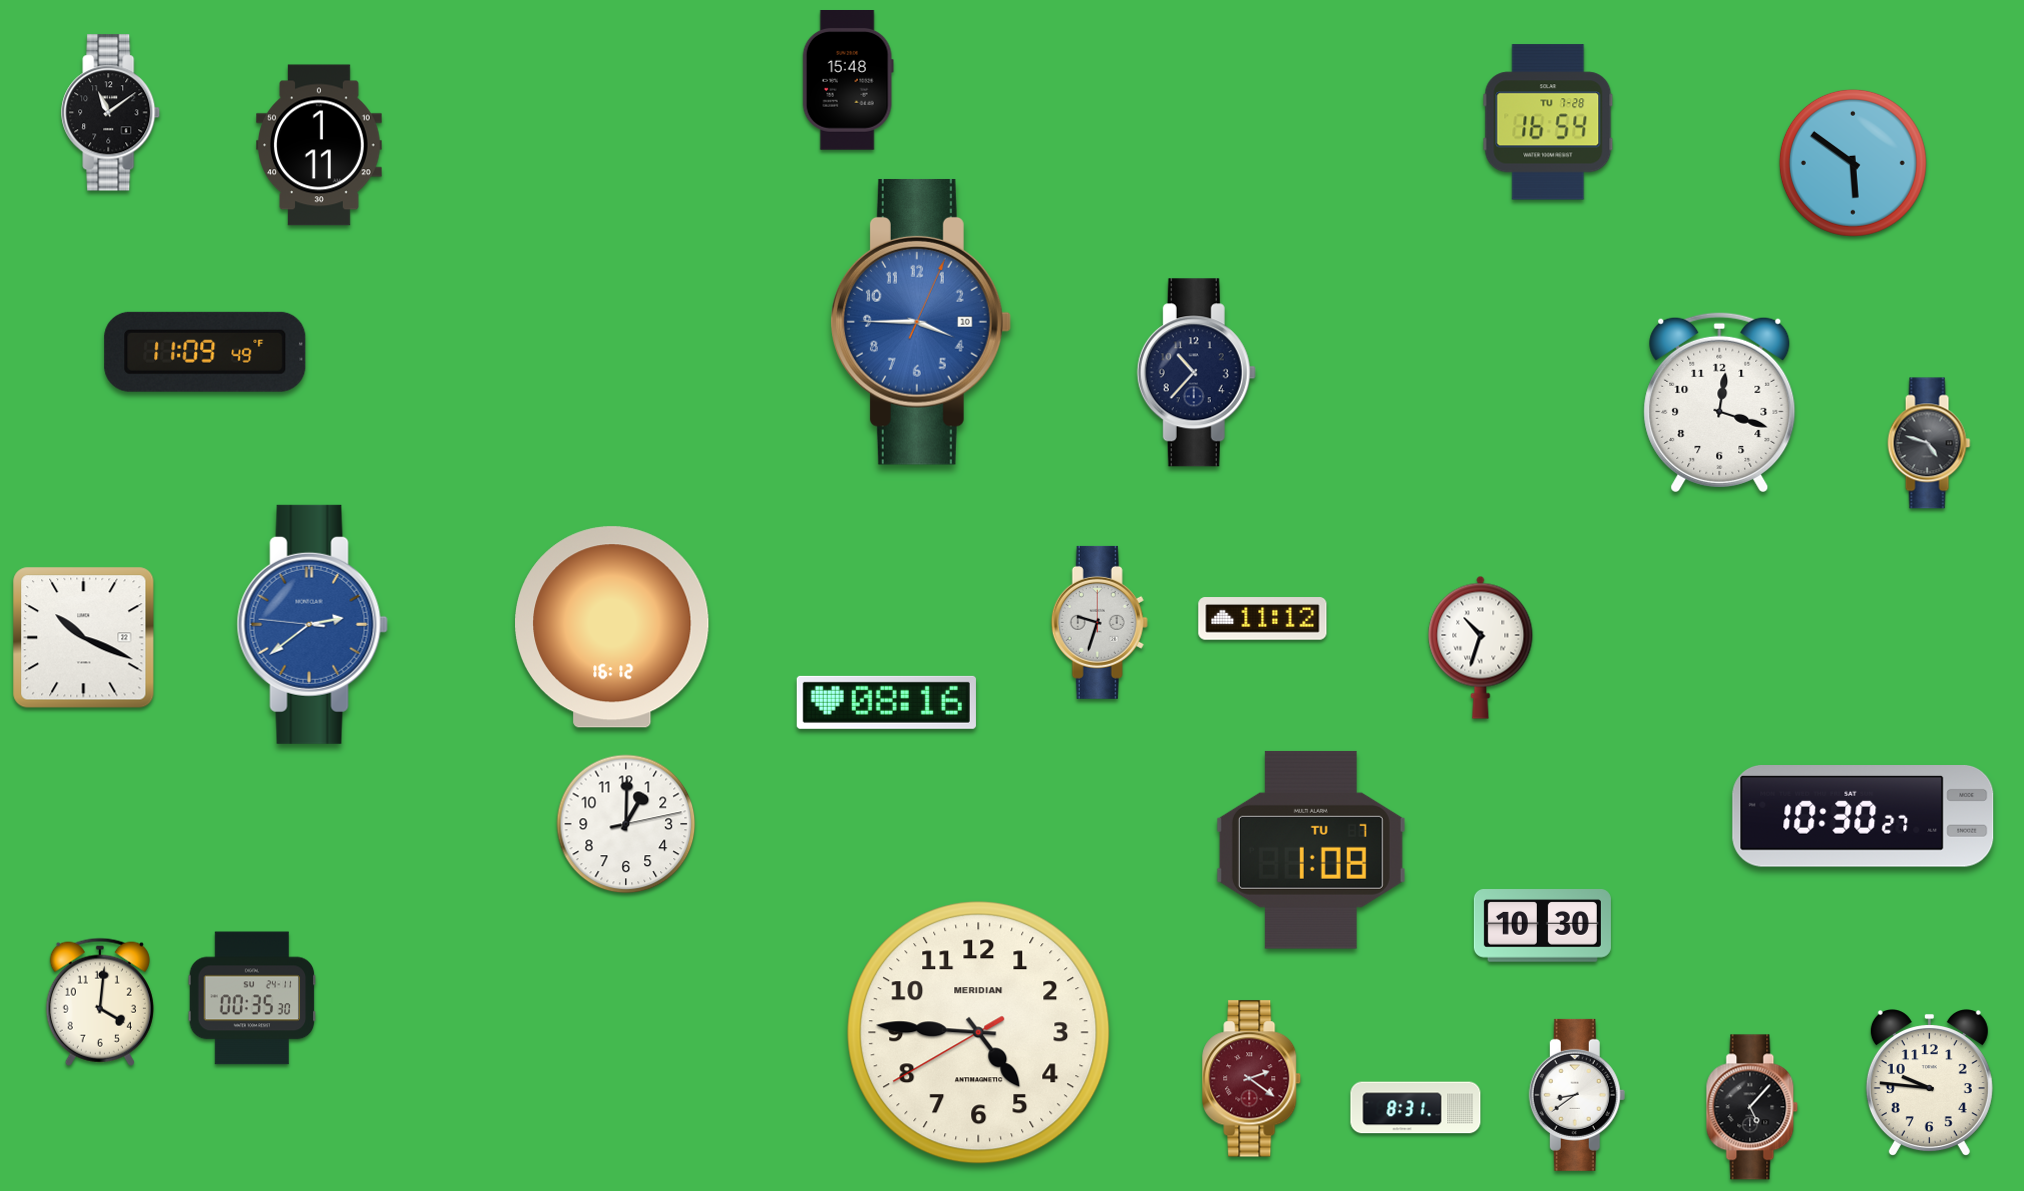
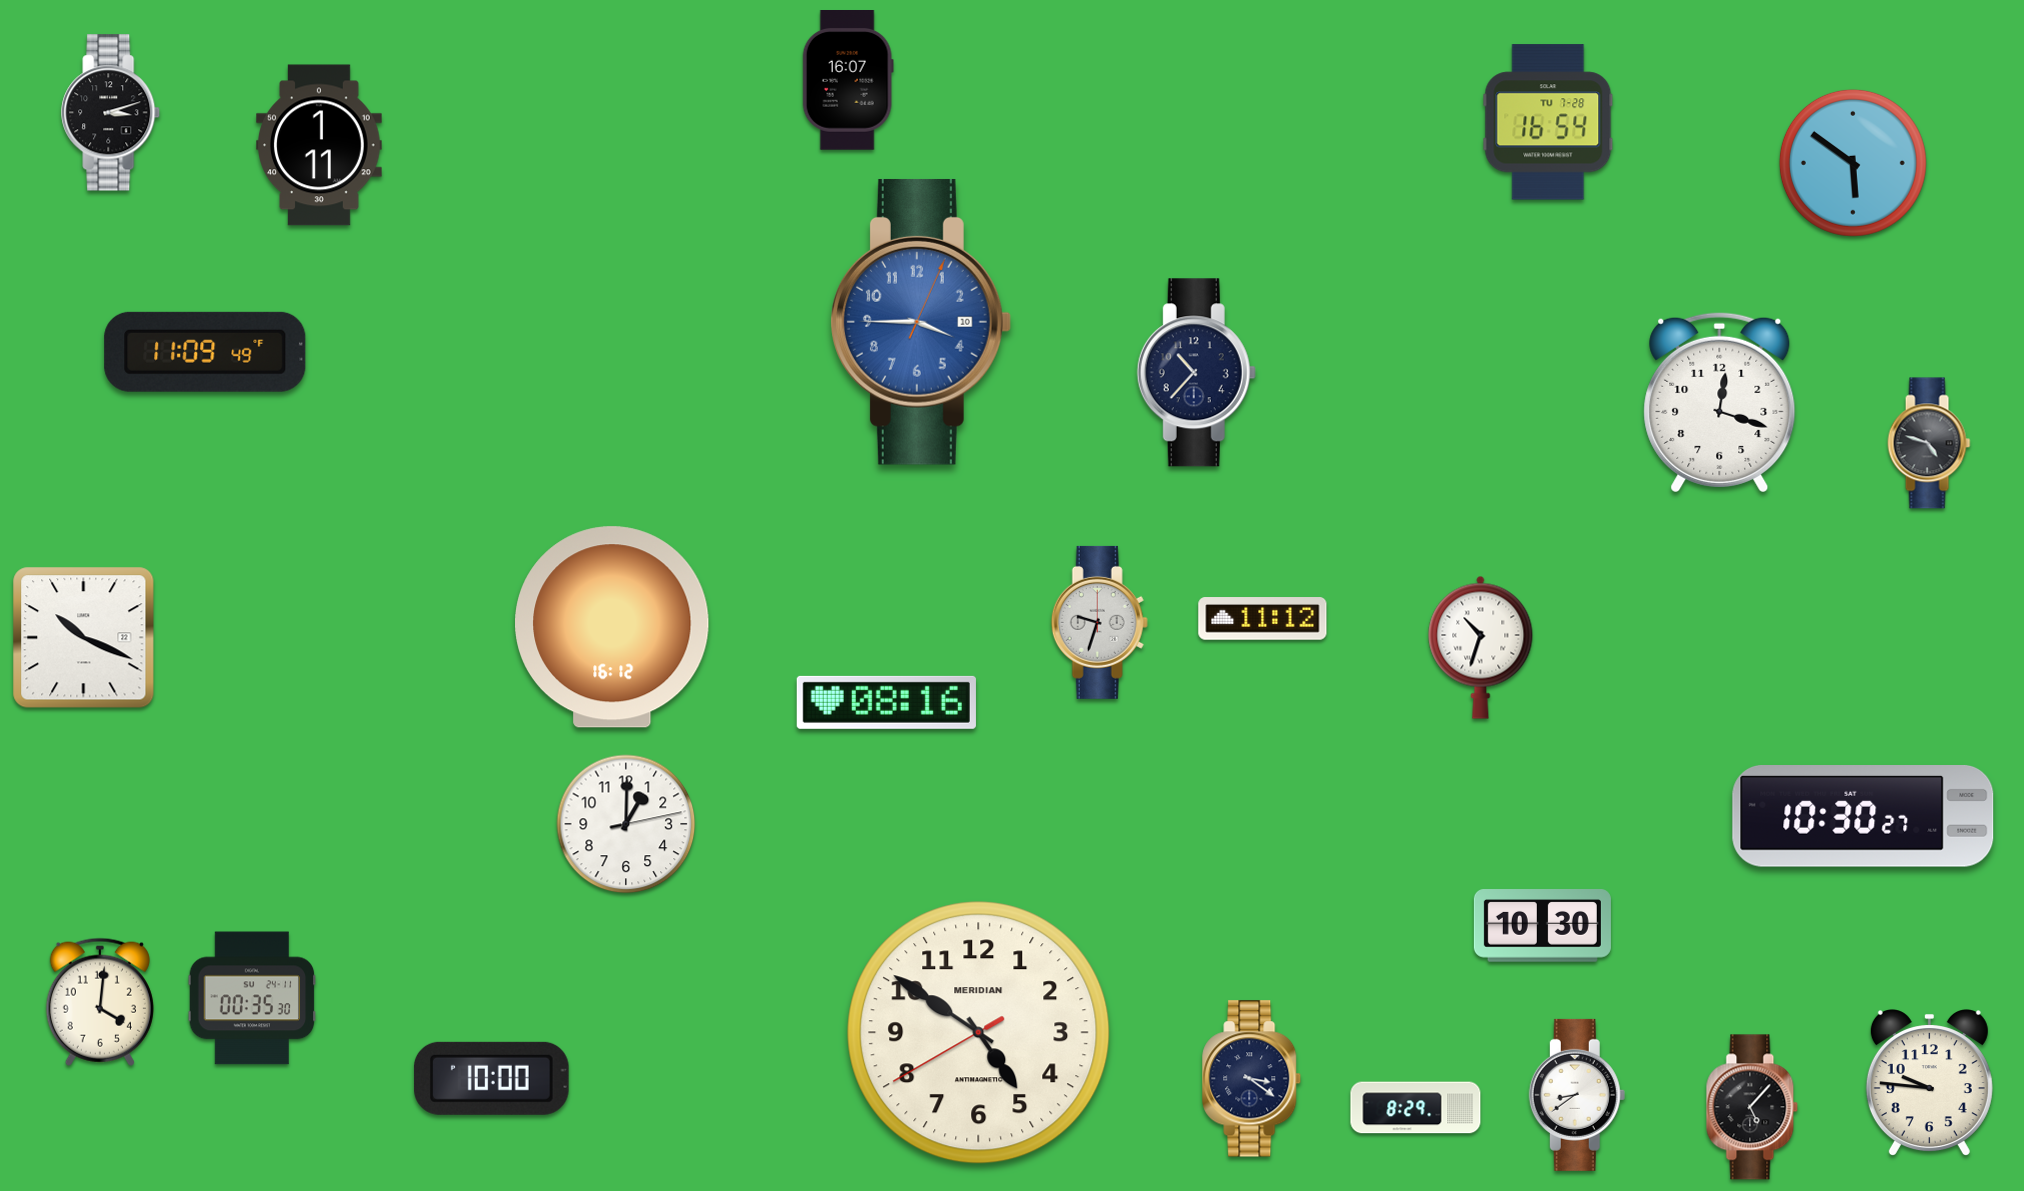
clock at (848, 81): 15:48 -> 16:07
clock at (111, 113): 11:09 -> 3:12
clock at (312, 624): 2:38 -> none
clock at (1311, 850): 1:08 -> none
clock at (979, 1033): 4:45 -> 4:50
clock at (491, 1078): none -> 10:00
clock at (1252, 1079): 2:21 -> 3:21
clock at (1252, 1079) dial: burgundy -> navy
clock at (1416, 1108): 8:31 -> 8:29
